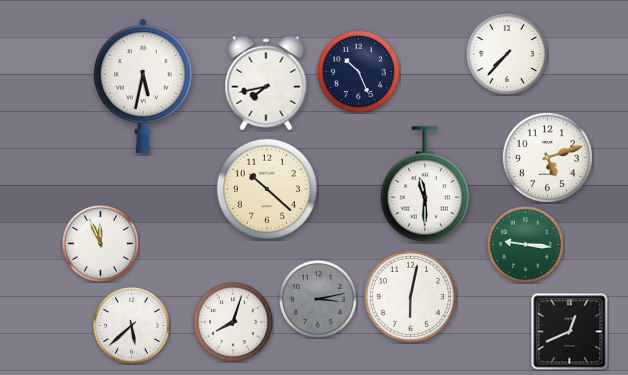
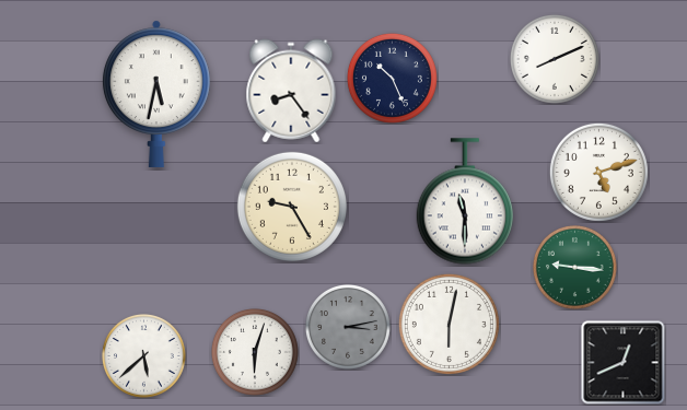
clock at (507, 54): 7:37 -> 8:11
clock at (266, 83): 7:43 -> 8:24
clock at (267, 189): 10:22 -> 9:25
clock at (101, 244): 11:56 -> none
clock at (233, 322): 8:03 -> 6:03
